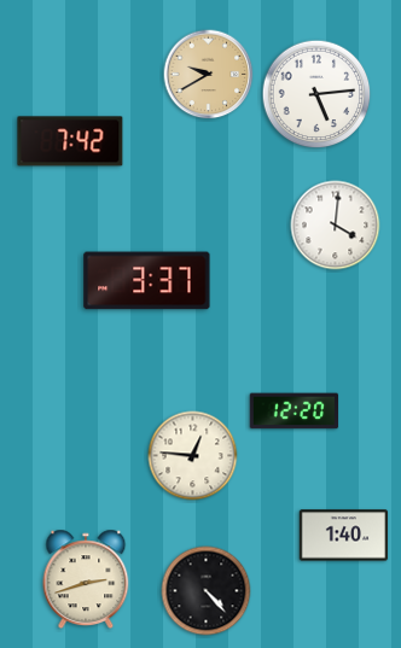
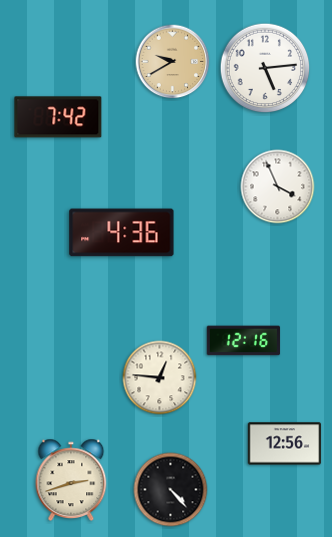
clock at (316, 94) position: (316, 94) -> (265, 68)
clock at (336, 226): 4:01 -> 3:56
clock at (147, 281): 3:37 -> 4:36
clock at (295, 411): 12:20 -> 12:16
clock at (344, 536): 1:40 -> 12:56
